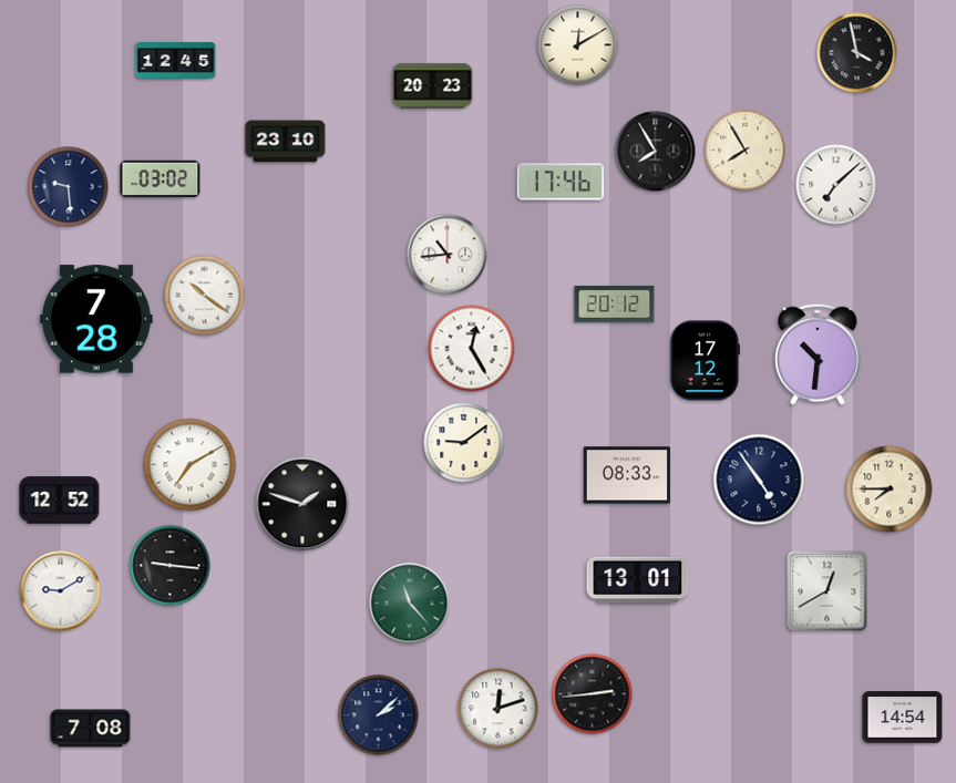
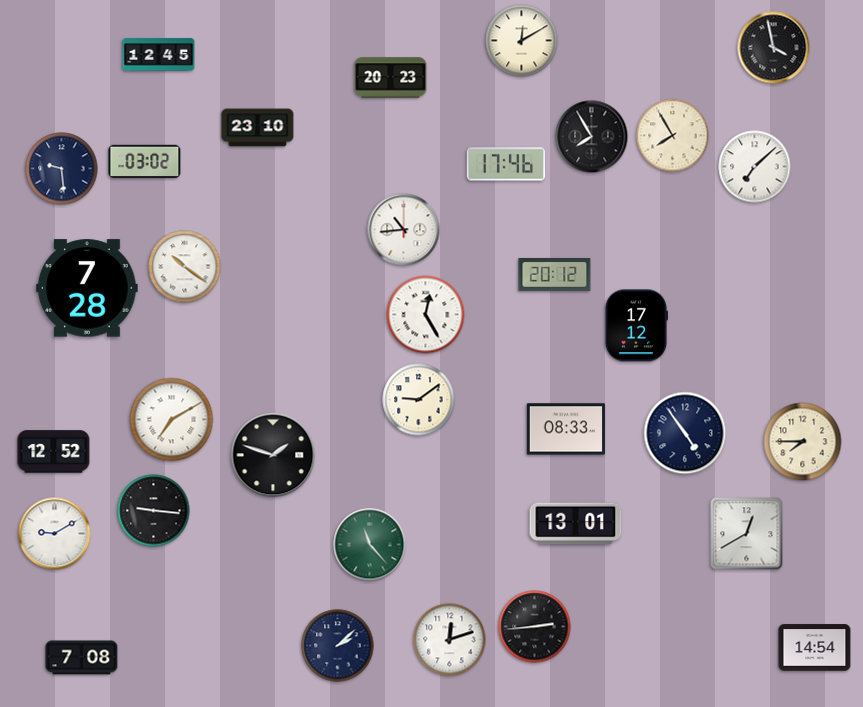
clock at (819, 354): 10:31 -> none
clock at (379, 715) position: (379, 715) -> (338, 646)
